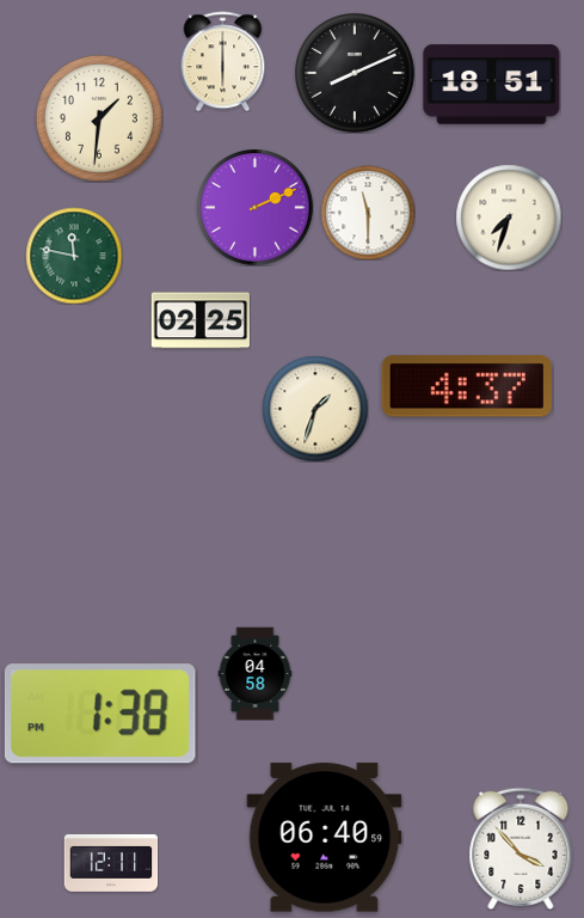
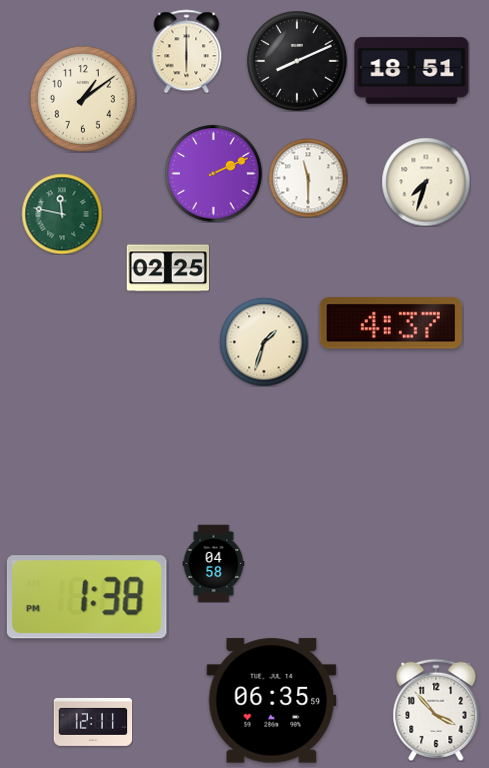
clock at (99, 118): 1:31 -> 1:09
clock at (100, 714) position: (100, 714) -> (87, 597)
clock at (325, 838): 06:40 -> 06:35
